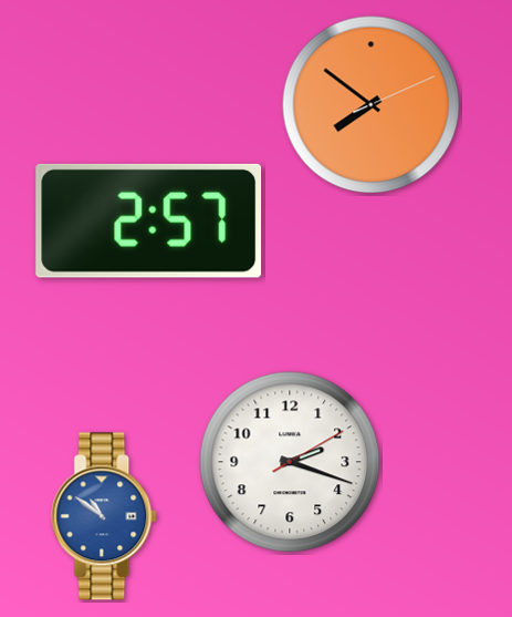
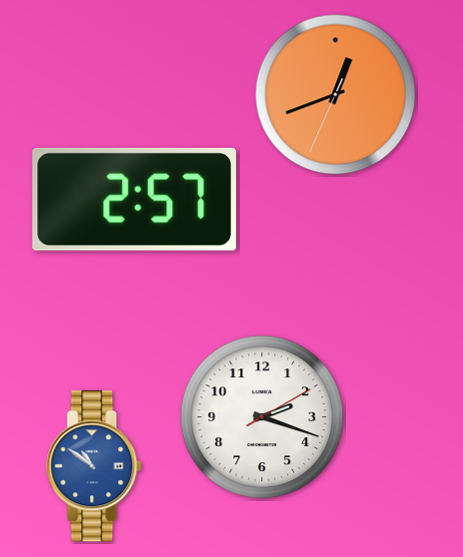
clock at (372, 105): 7:51 -> 12:41
